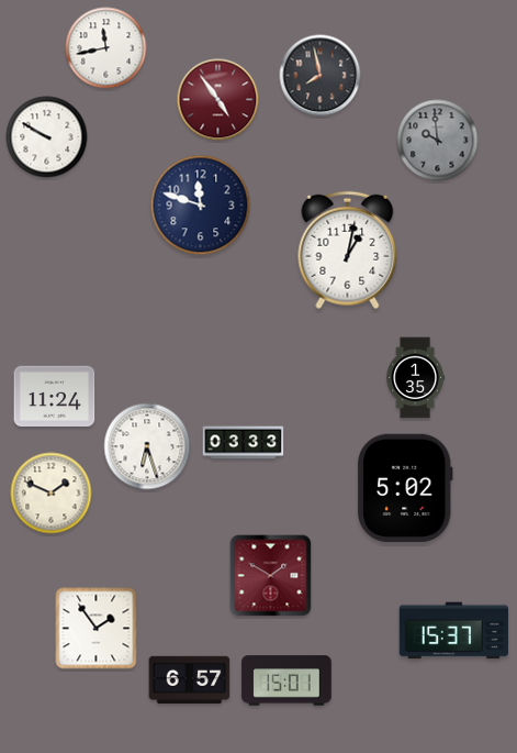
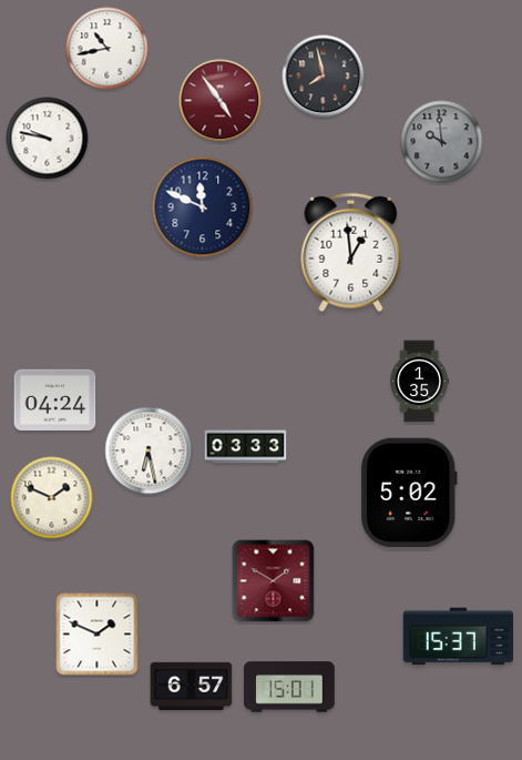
clock at (106, 48): 11:43 -> 10:43
clock at (47, 137): 9:50 -> 9:47
clock at (201, 206): 11:48 -> 11:49
clock at (348, 251): 1:02 -> 12:59
clock at (55, 396): 11:24 -> 04:24
clock at (147, 446): 6:27 -> 6:28
clock at (97, 629): 1:54 -> 1:49
